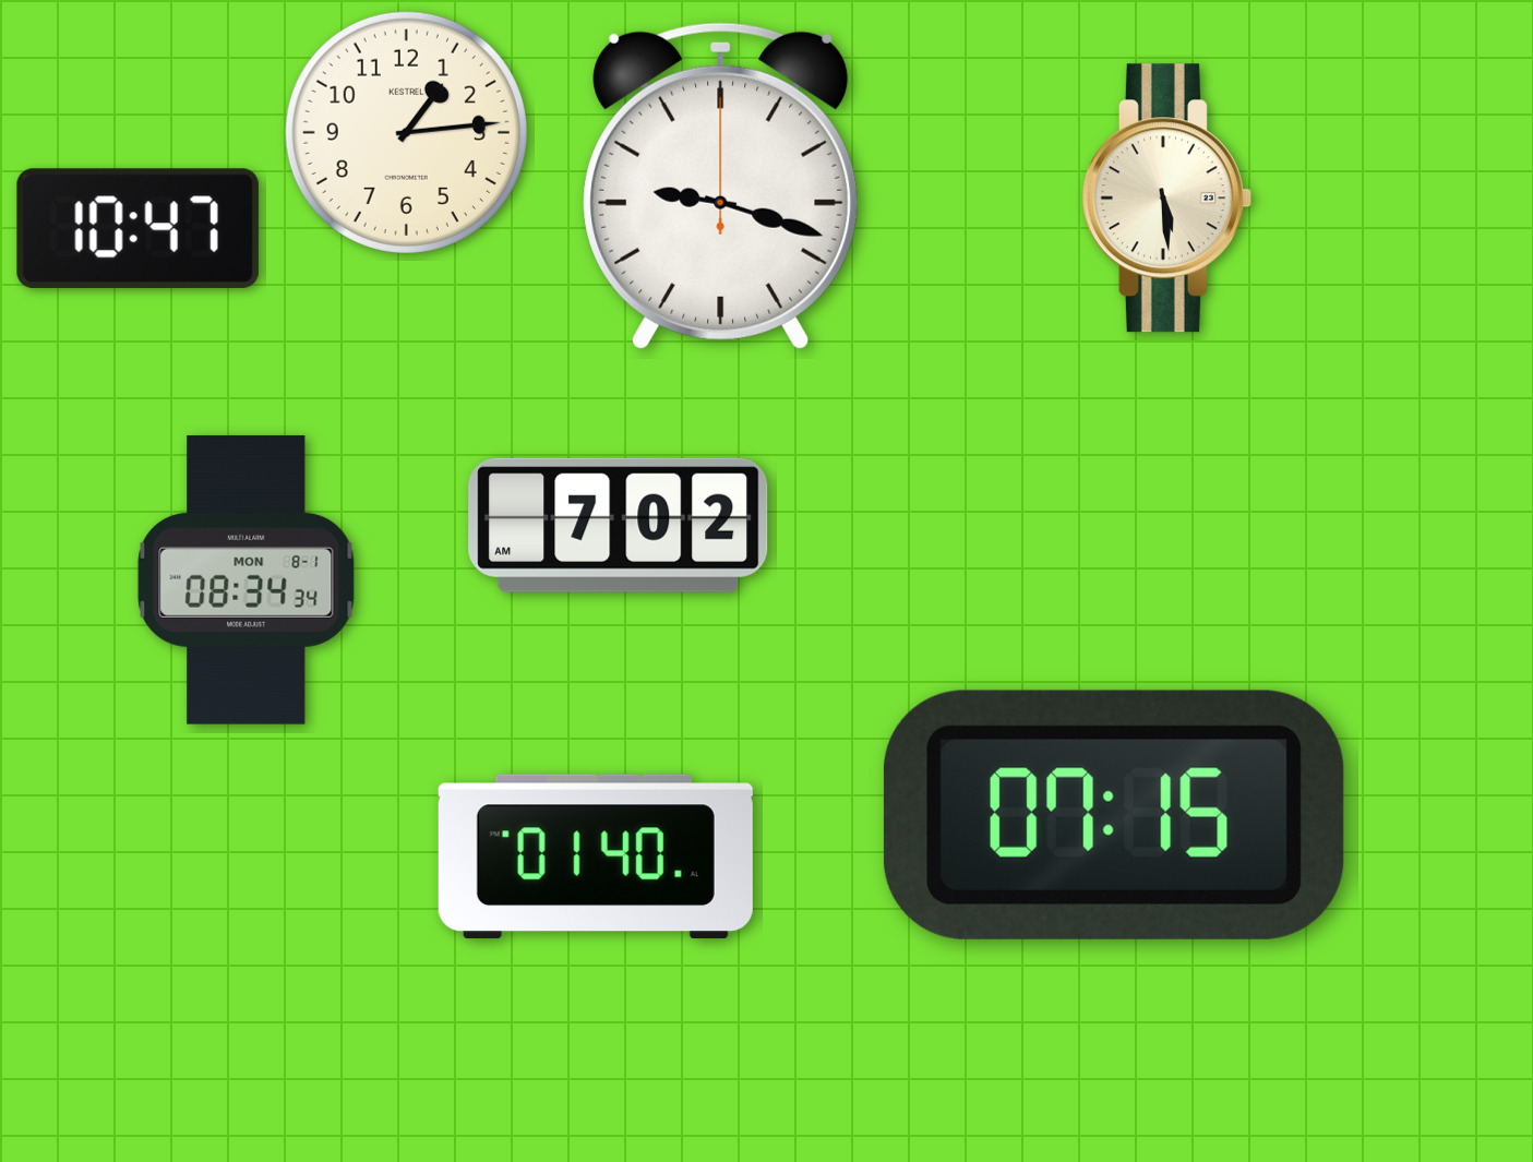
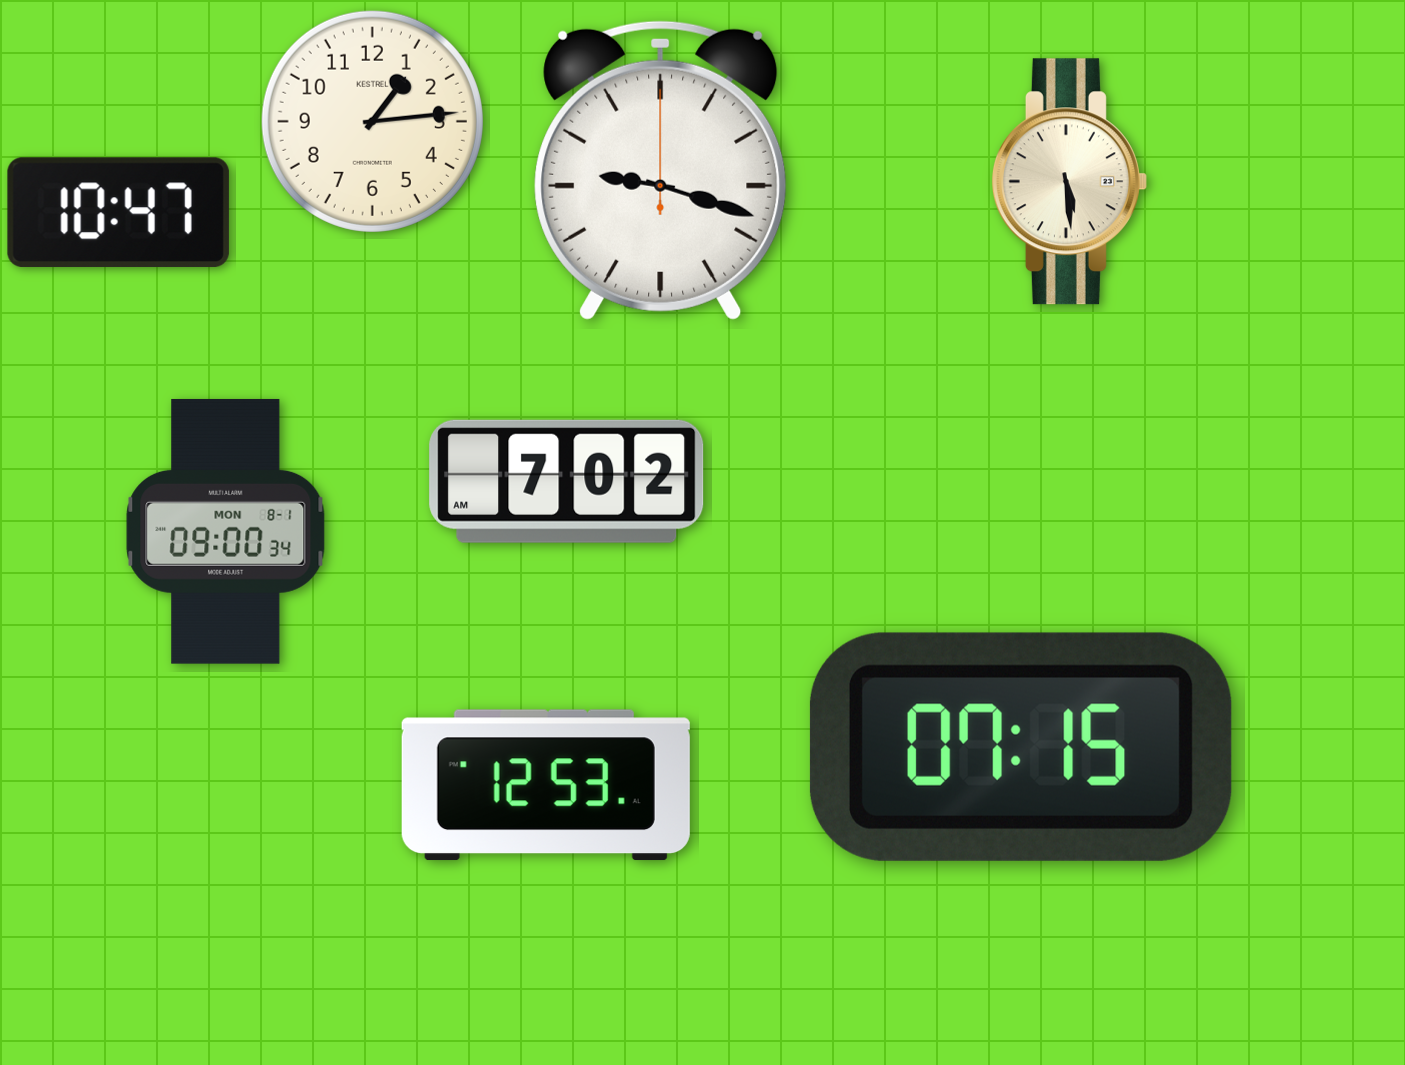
clock at (137, 228) position: (137, 228) -> (118, 212)
clock at (247, 579): 08:34 -> 09:00
clock at (596, 856): 01:40 -> 12:53
